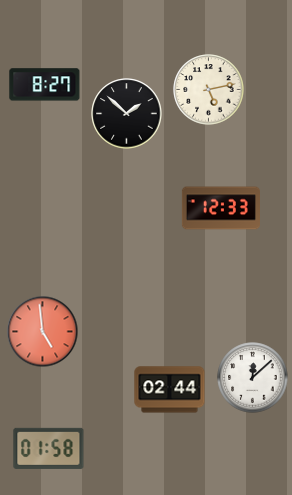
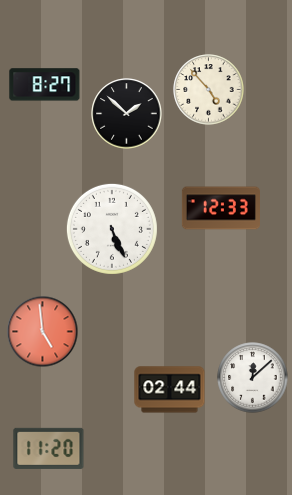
clock at (209, 90): 5:13 -> 4:53
clock at (112, 229): none -> 5:26
clock at (49, 448): 01:58 -> 11:20
